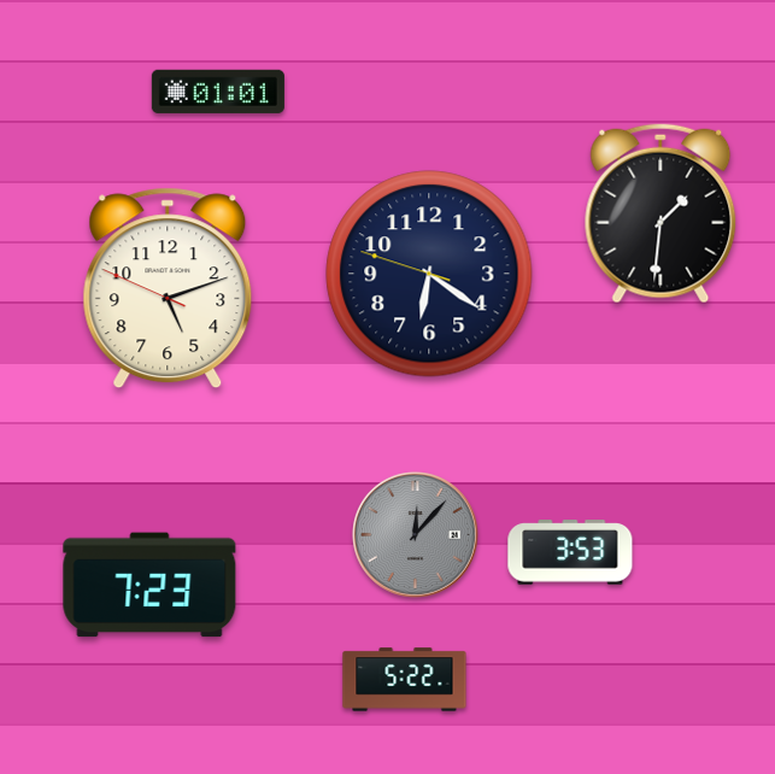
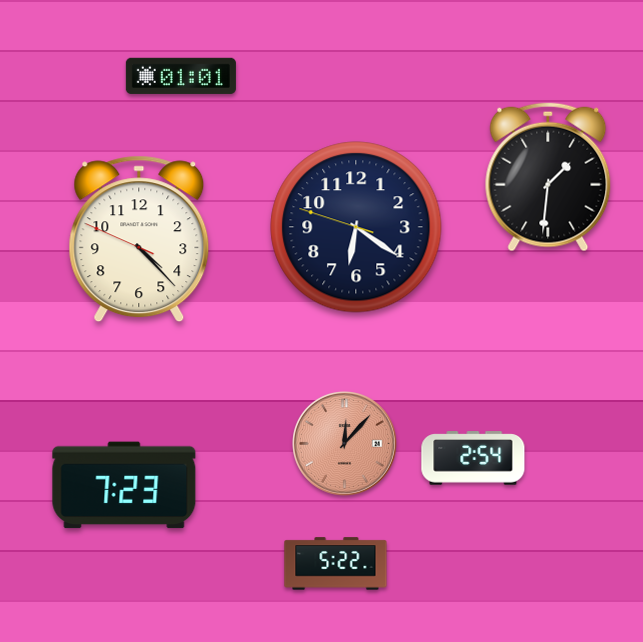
clock at (168, 288): 5:11 -> 4:22
clock at (416, 535) dial: grey -> salmon
clock at (570, 552): 3:53 -> 2:54
